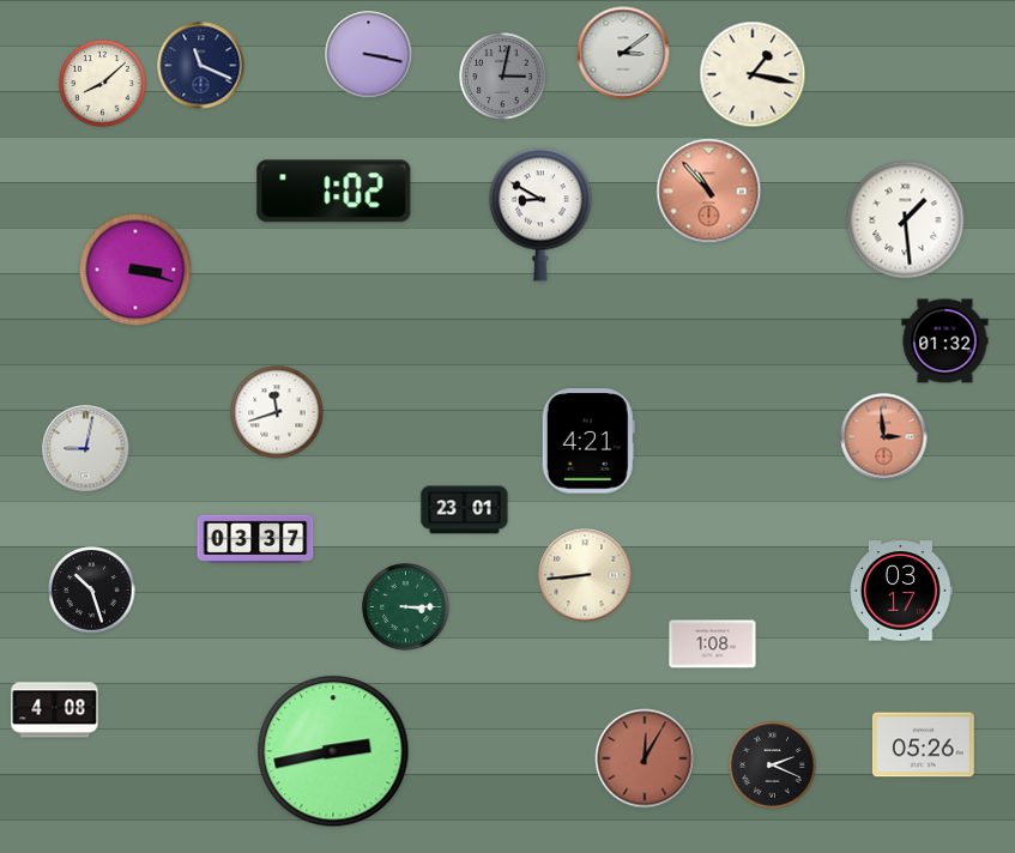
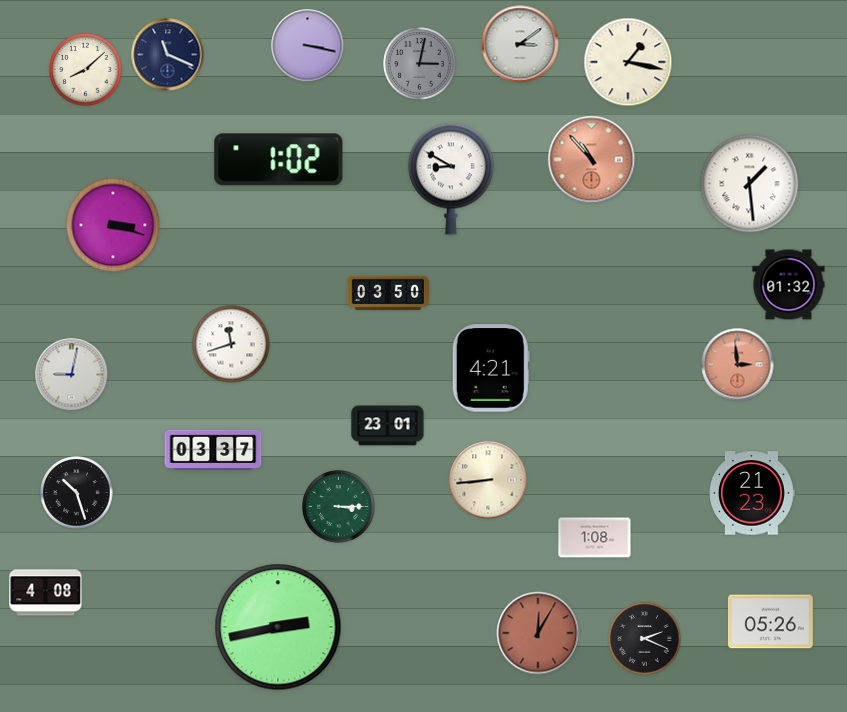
clock at (906, 220) position: (906, 220) -> (750, 184)
clock at (388, 292): none -> 03:50
clock at (901, 591): 03:17 -> 21:23
